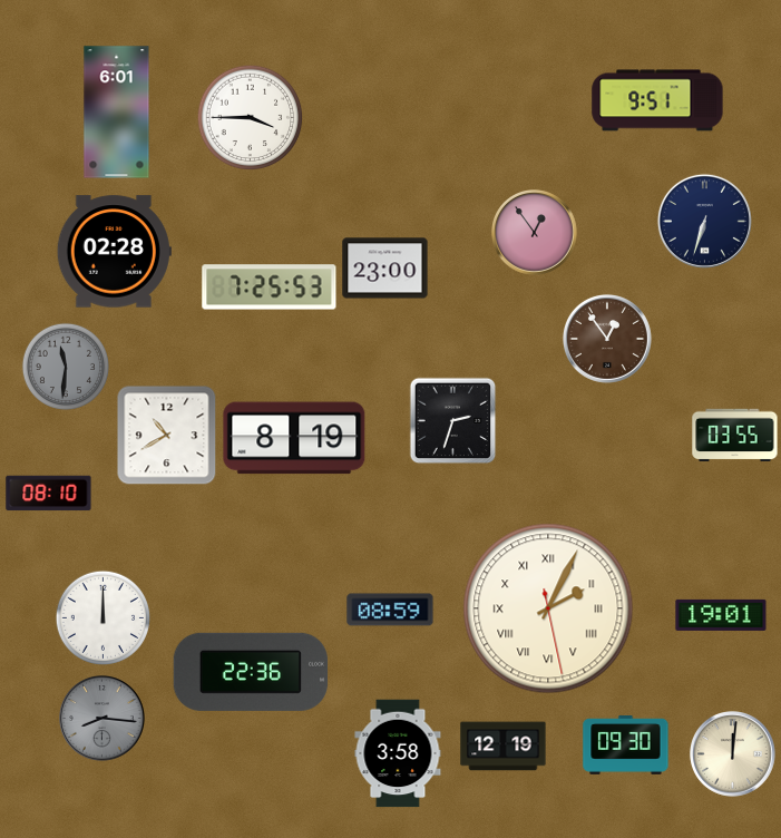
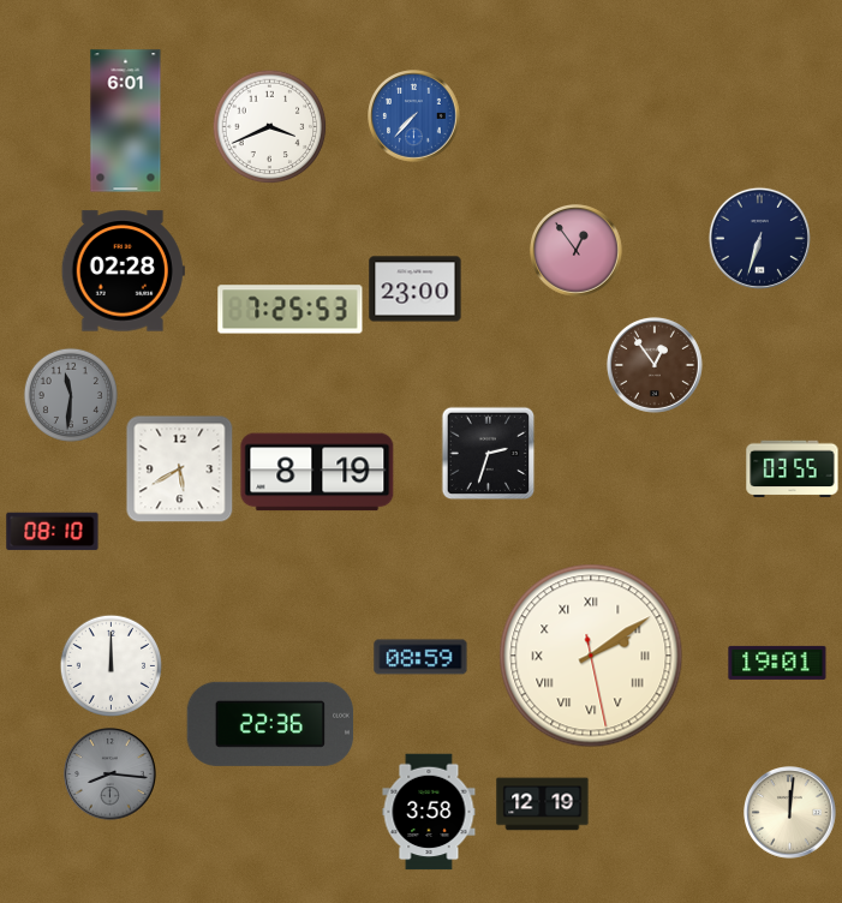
clock at (657, 100): 9:51 -> none
clock at (414, 116): none -> 7:37
clock at (250, 117): 3:45 -> 3:41
clock at (167, 436): 10:40 -> 5:40
clock at (548, 608): 2:04 -> 2:09
clock at (626, 744): 09:30 -> none
